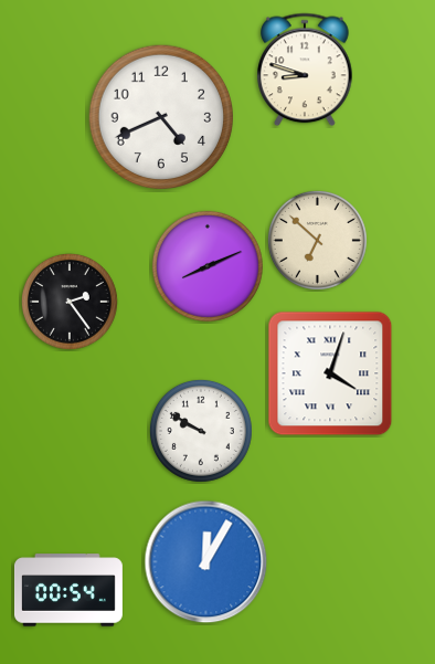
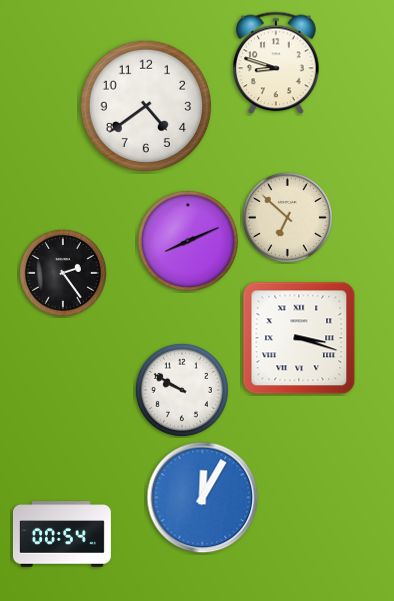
clock at (160, 116): 4:41 -> 4:39
clock at (330, 373): 4:03 -> 3:18
clock at (206, 562) position: (206, 562) -> (203, 498)
